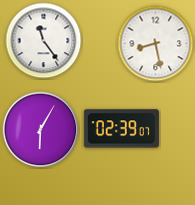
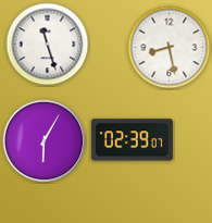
clock at (44, 41): 11:24 -> 11:27
